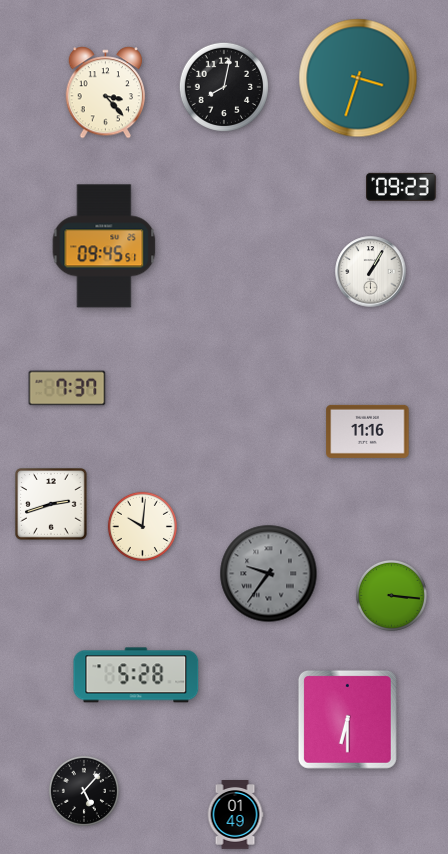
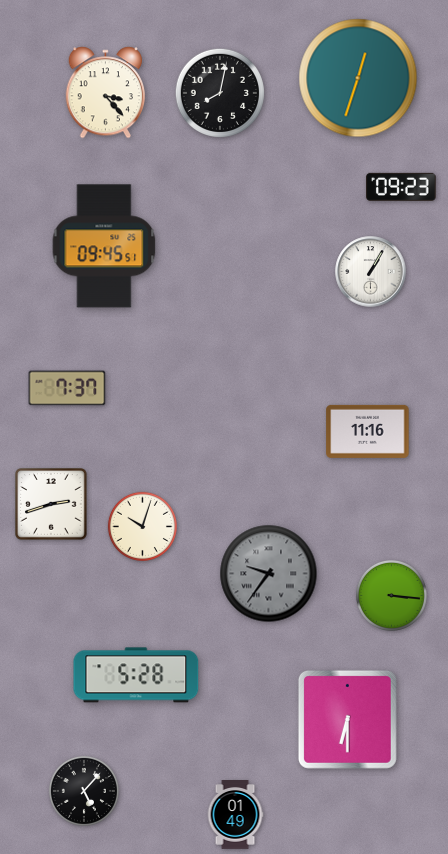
clock at (358, 78): 3:33 -> 12:33
clock at (224, 87) position: (224, 87) -> (220, 93)
clock at (142, 526): 10:01 -> 10:03
